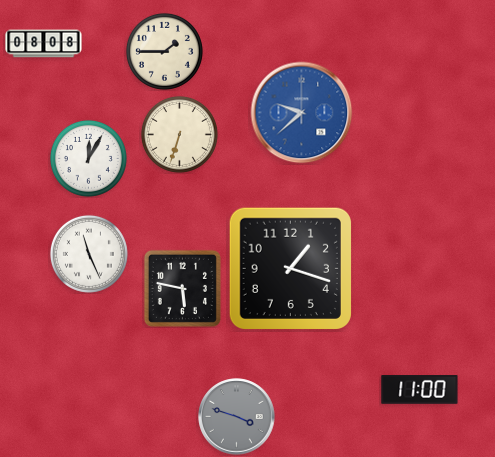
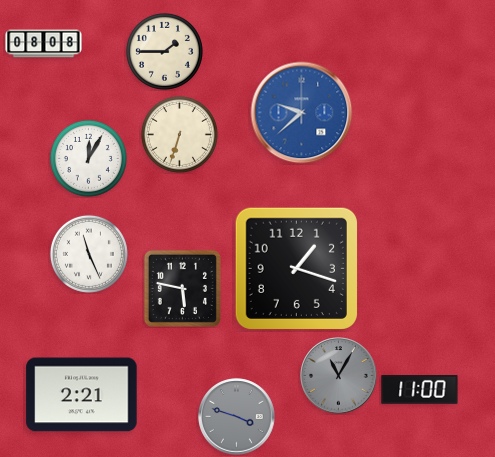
clock at (290, 268) position: (290, 268) -> (296, 268)
clock at (339, 376): none -> 11:05
clock at (82, 395): none -> 2:21
